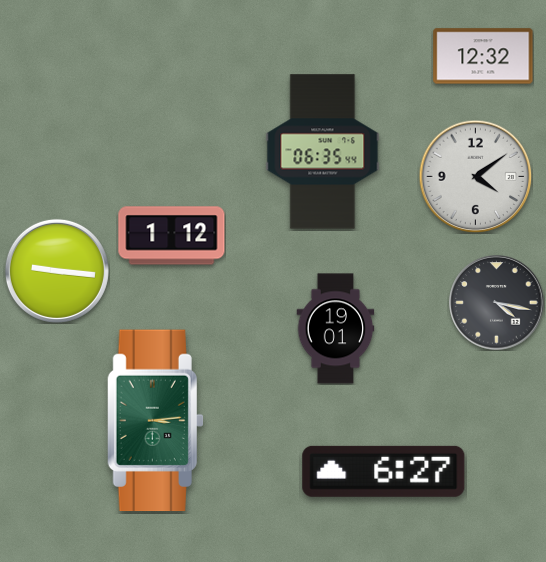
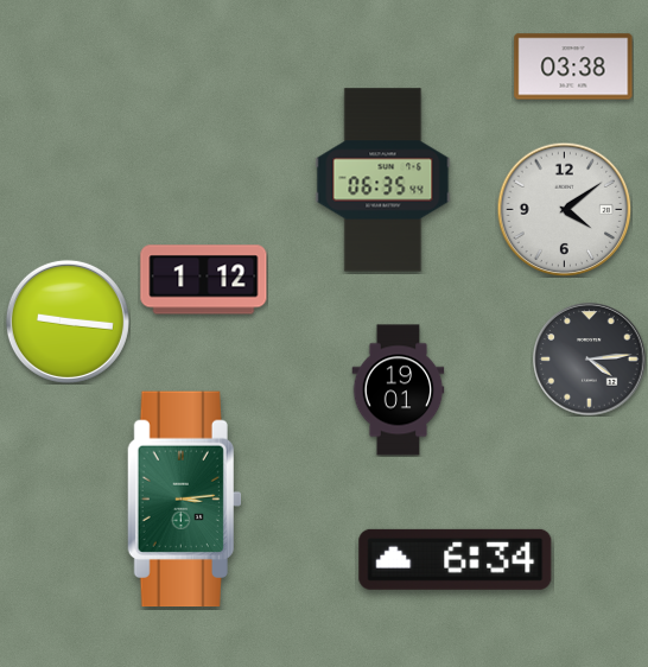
clock at (483, 56): 12:32 -> 03:38
clock at (497, 303): 4:17 -> 4:14
clock at (384, 471): 6:27 -> 6:34
